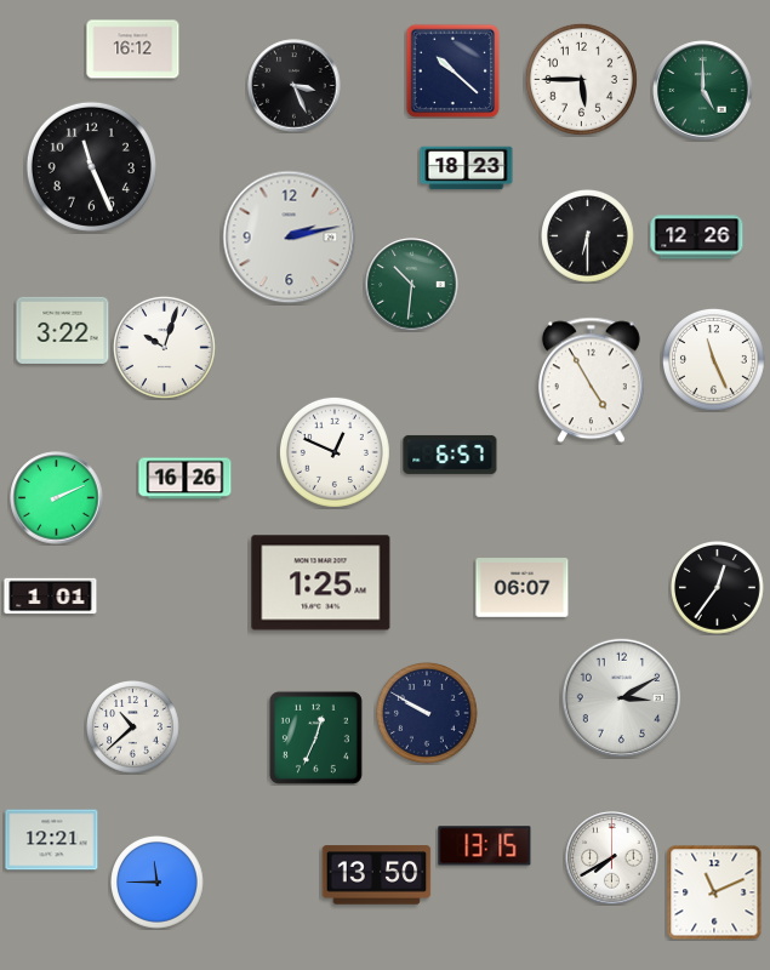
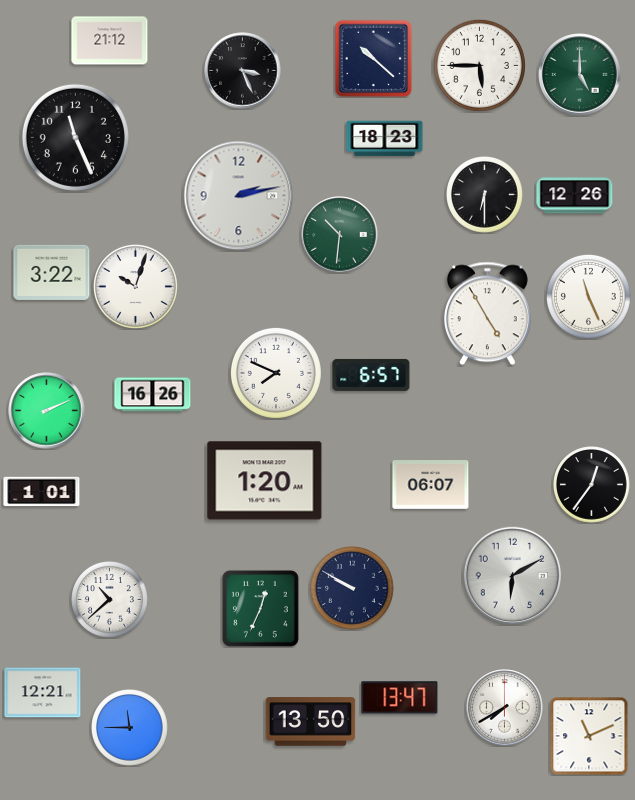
clock at (133, 50): 16:12 -> 21:12
clock at (335, 452): 12:49 -> 7:49
clock at (321, 583): 1:25 -> 1:20
clock at (621, 697): 3:10 -> 6:10
clock at (485, 846): 13:15 -> 13:47
